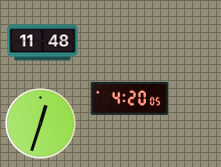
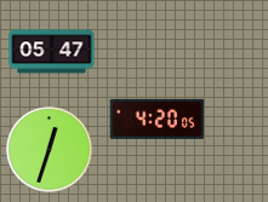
clock at (43, 43): 11:48 -> 05:47
